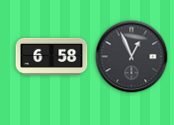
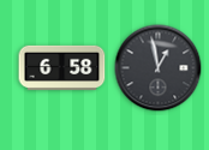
clock at (132, 57): 12:56 -> 12:58
